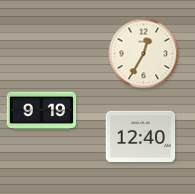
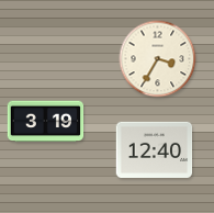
clock at (144, 54): 12:35 -> 3:35
clock at (42, 111): 9:19 -> 3:19
